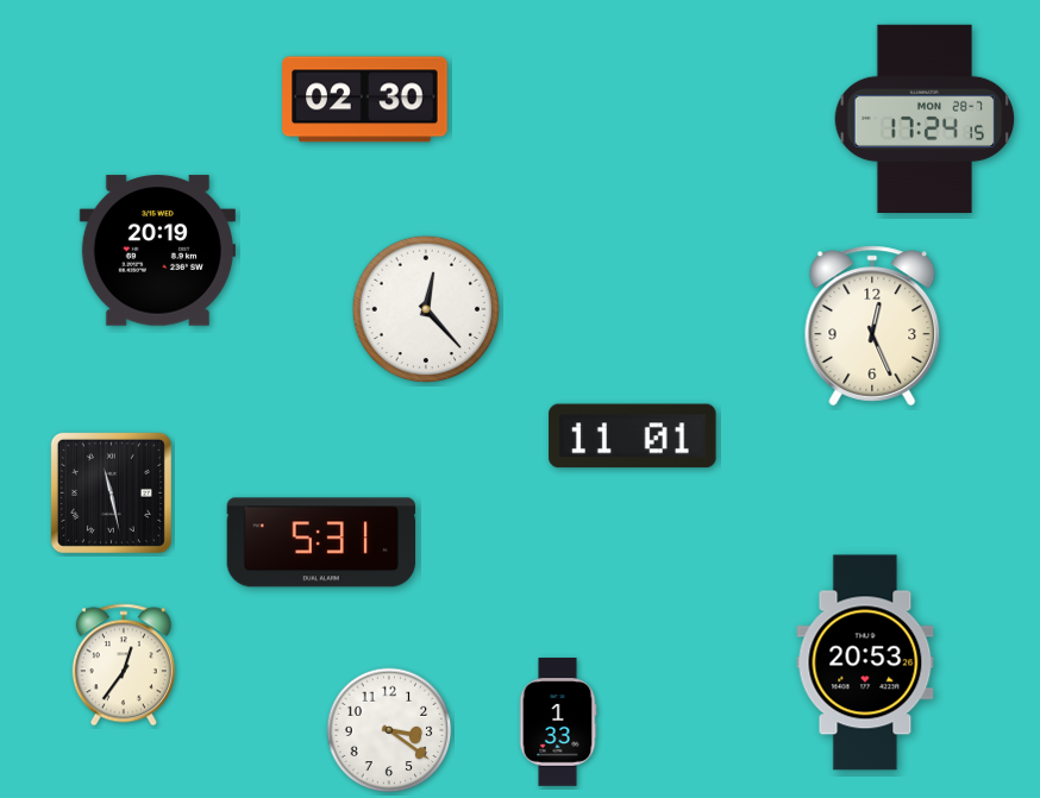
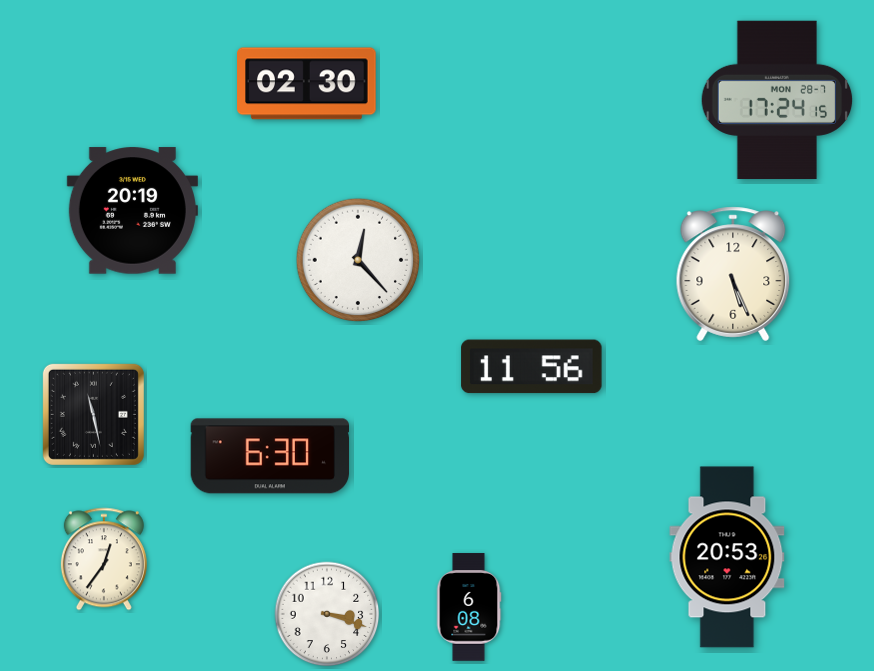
clock at (872, 326): 12:26 -> 5:26
clock at (633, 436): 11:01 -> 11:56
clock at (320, 542): 5:31 -> 6:30
clock at (558, 722): 1:33 -> 6:08
clock at (389, 730): 3:21 -> 3:18
